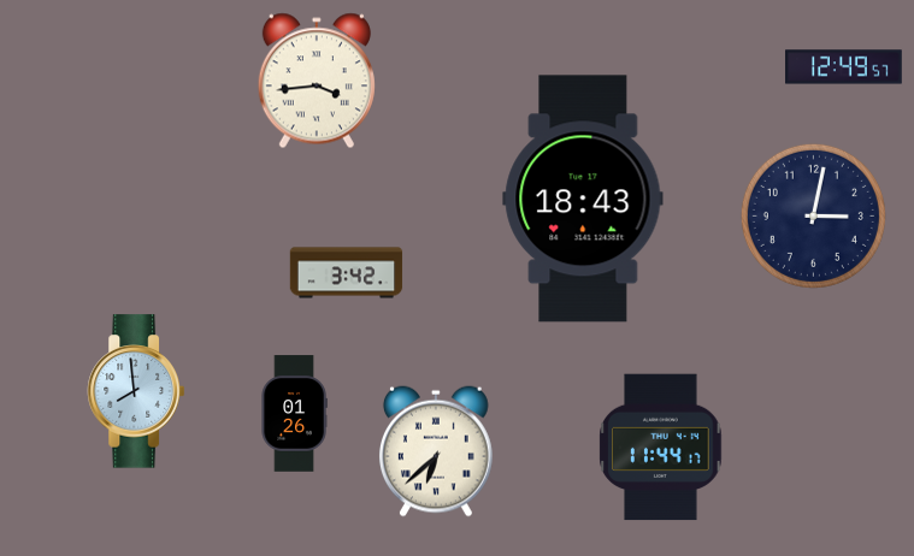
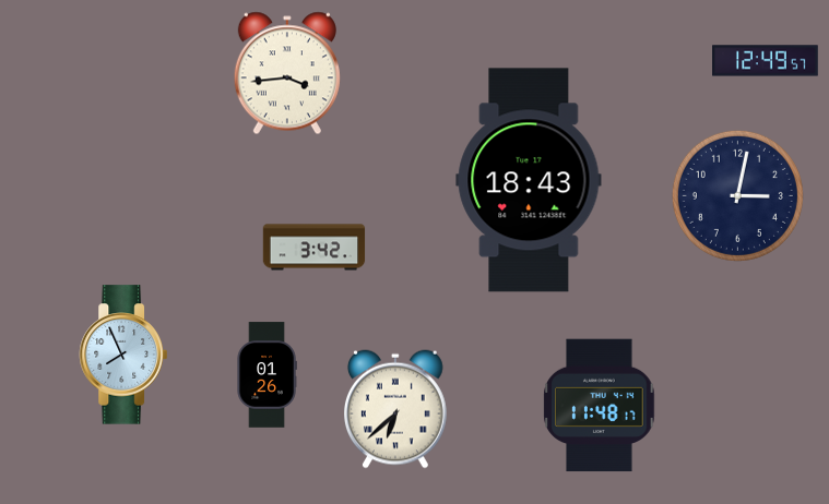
clock at (136, 391): 7:59 -> 7:56
clock at (661, 448): 11:44 -> 11:48
